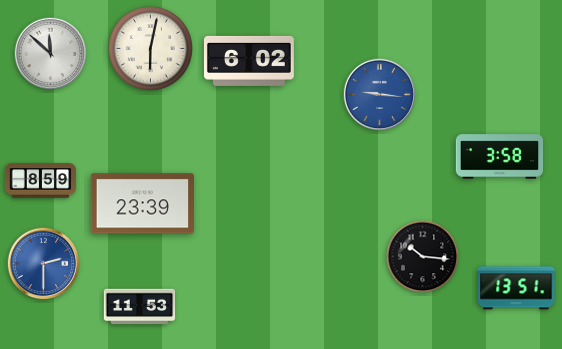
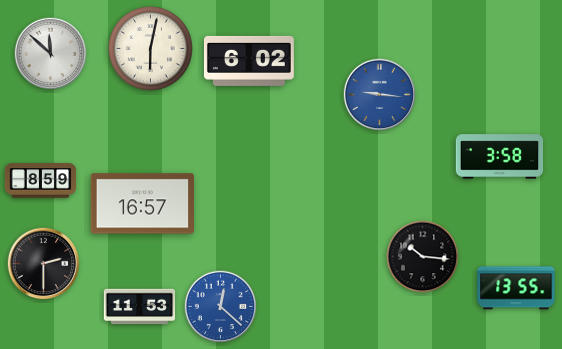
clock at (142, 204): 23:39 -> 16:57
clock at (44, 264) dial: blue -> black
clock at (516, 288): 13:51 -> 13:55
clock at (221, 307): none -> 12:22
